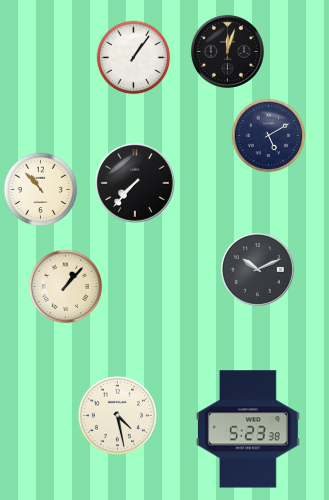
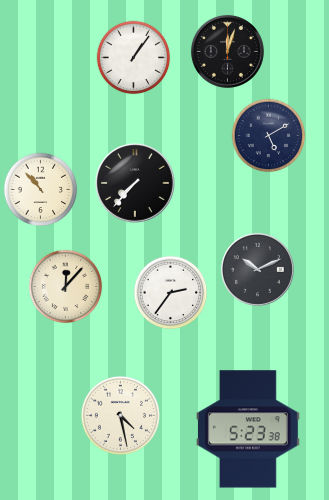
clock at (66, 287): 1:07 -> 12:07
clock at (171, 293): none -> 2:36
clock at (117, 415) position: (117, 415) -> (120, 415)
